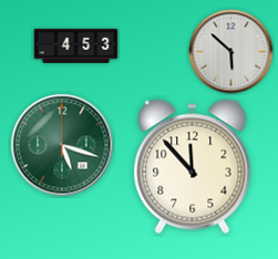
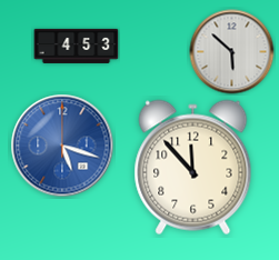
clock at (62, 145) dial: green -> blue
